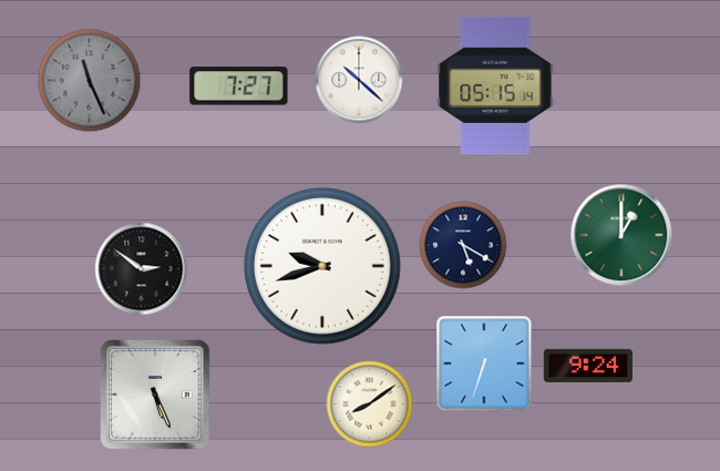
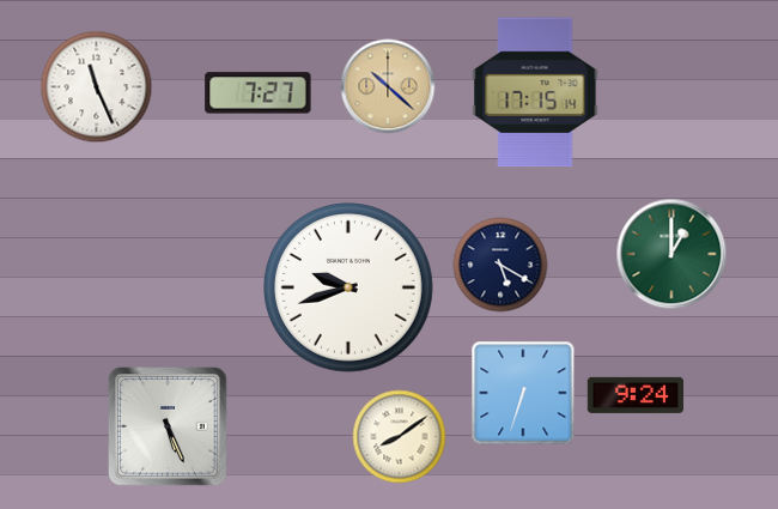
clock at (359, 80) dial: white -> champagne
clock at (90, 81) dial: grey -> white
clock at (495, 85): 05:15 -> 17:15
clock at (142, 269): 2:51 -> none
